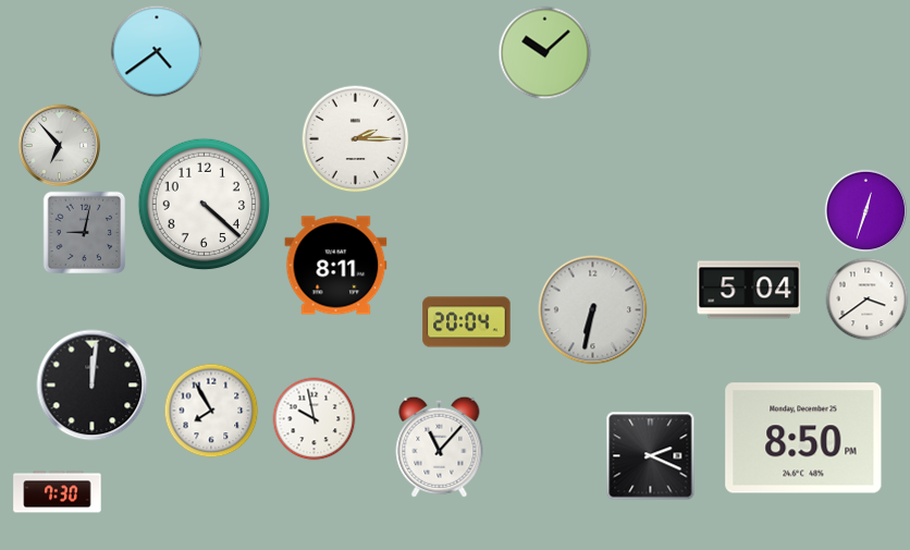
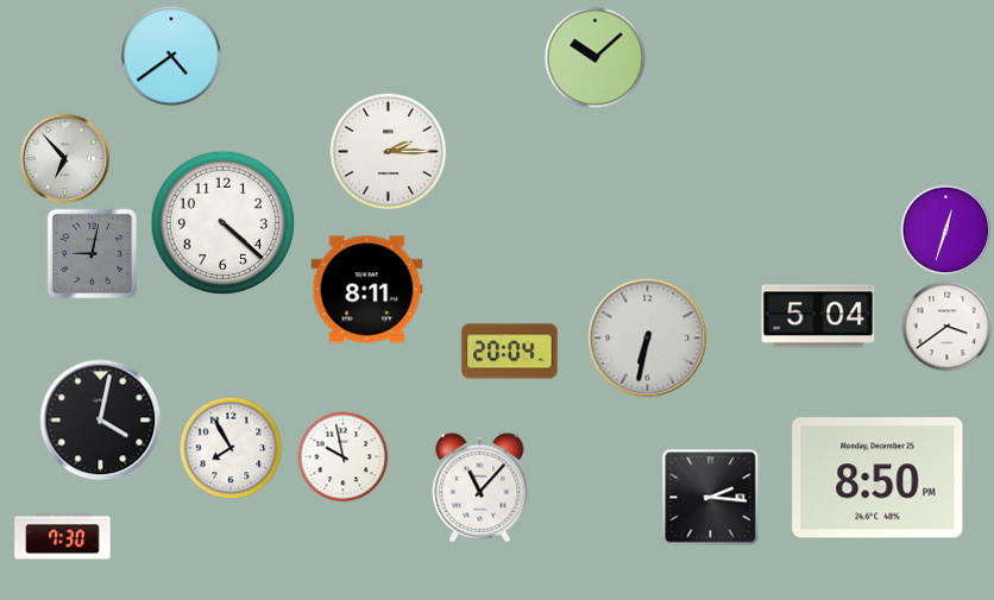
clock at (93, 386): 12:01 -> 4:02
clock at (651, 456): 2:19 -> 2:16
